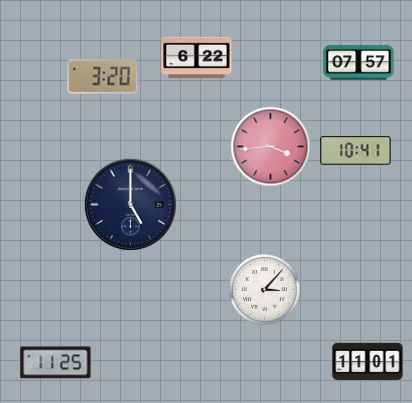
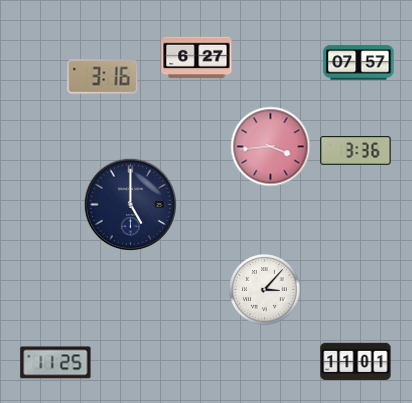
clock at (197, 58): 6:22 -> 6:27
clock at (103, 77): 3:20 -> 3:16
clock at (356, 151): 10:41 -> 3:36
clock at (368, 362) position: (368, 362) -> (356, 362)
